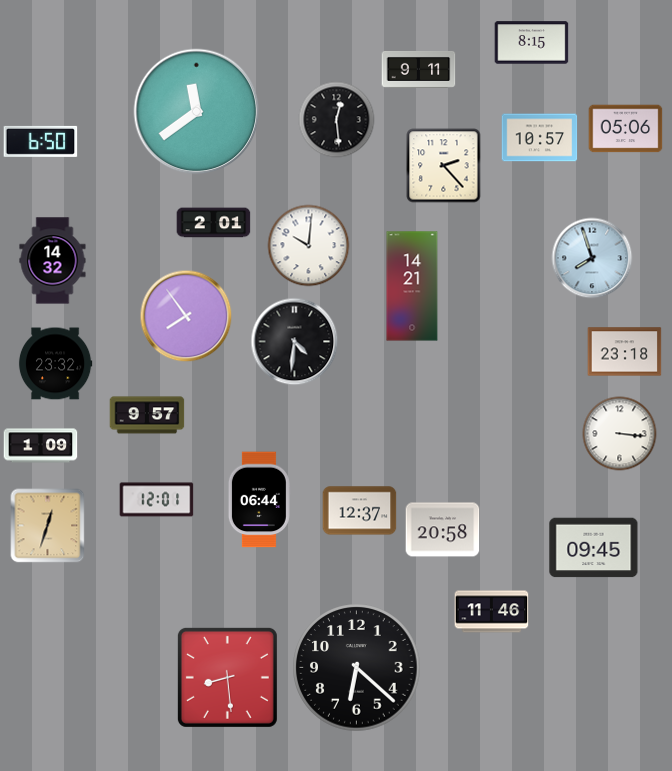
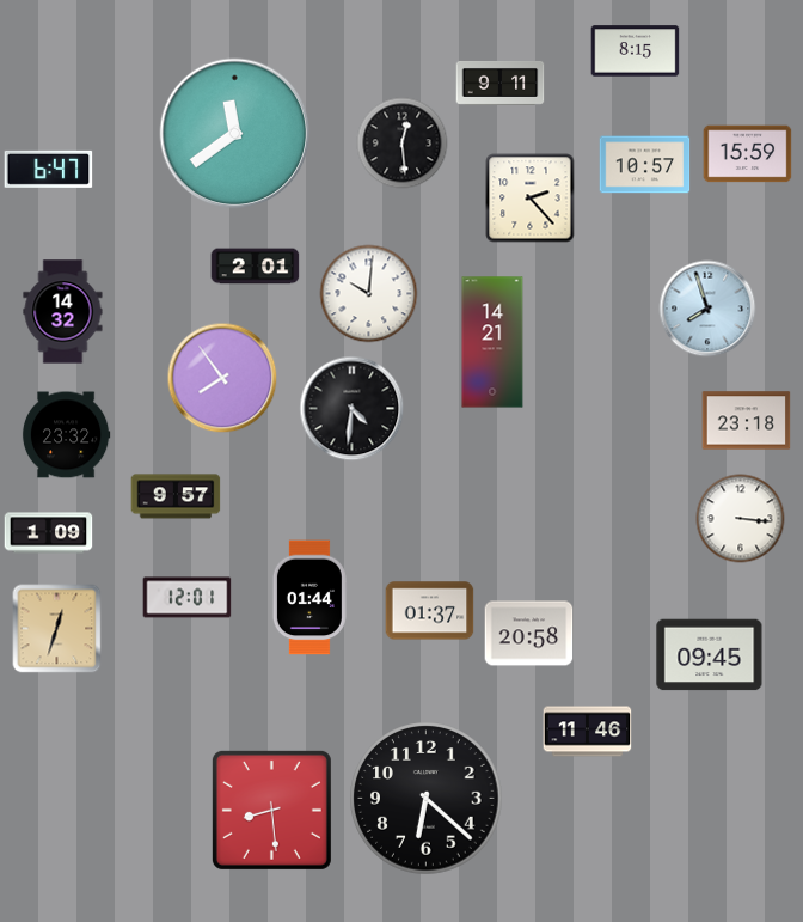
clock at (626, 129): 05:06 -> 15:59
clock at (41, 141): 6:50 -> 6:47
clock at (259, 500): 06:44 -> 01:44
clock at (360, 511): 12:37 -> 01:37
